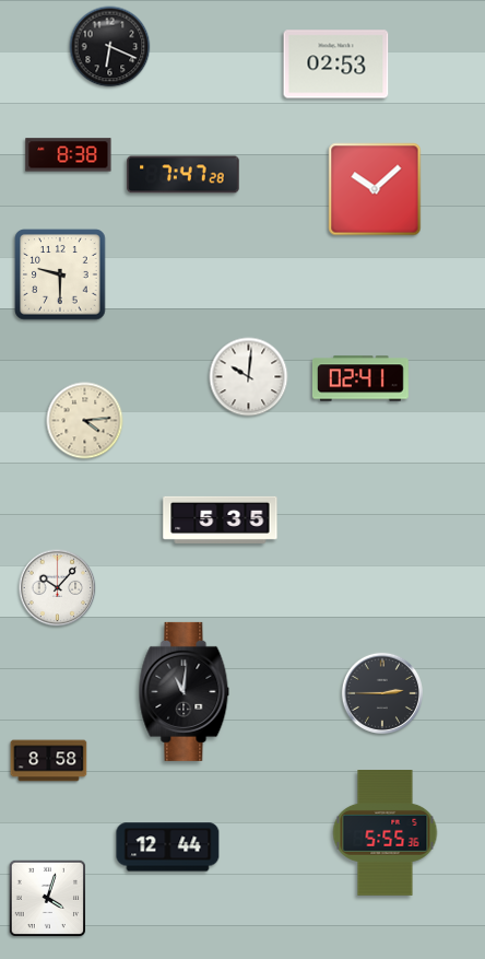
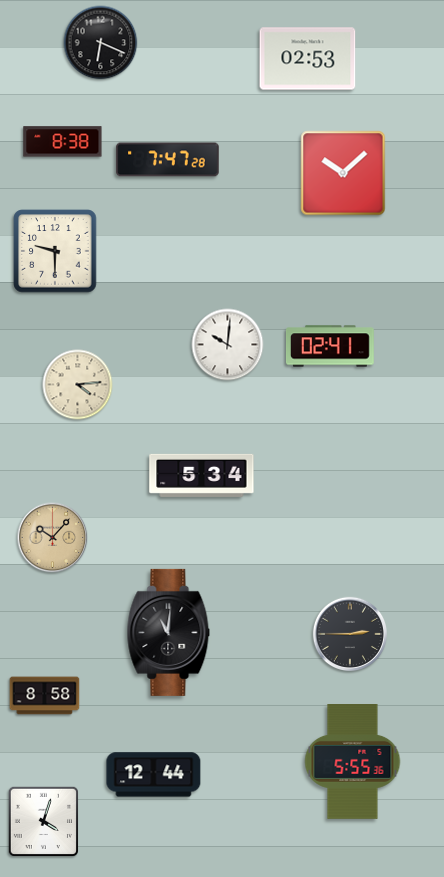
clock at (221, 519): 5:35 -> 5:34
clock at (58, 588) dial: white -> champagne
